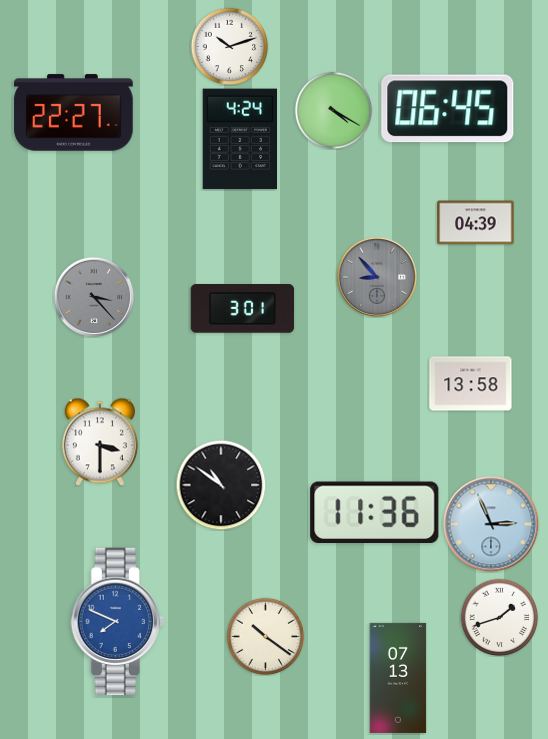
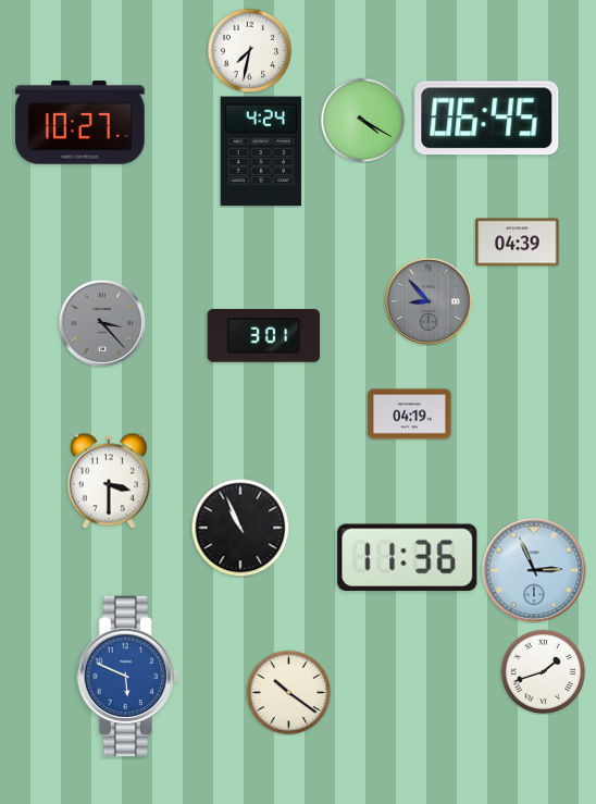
clock at (229, 46): 10:12 -> 7:32
clock at (74, 113): 22:27 -> 10:27
clock at (376, 276) position: (376, 276) -> (427, 300)
clock at (410, 415): none -> 04:19
clock at (471, 384): 13:58 -> none
clock at (221, 485): 10:51 -> 10:56
clock at (117, 622): 7:49 -> 5:49
clock at (398, 678): 07:13 -> none
